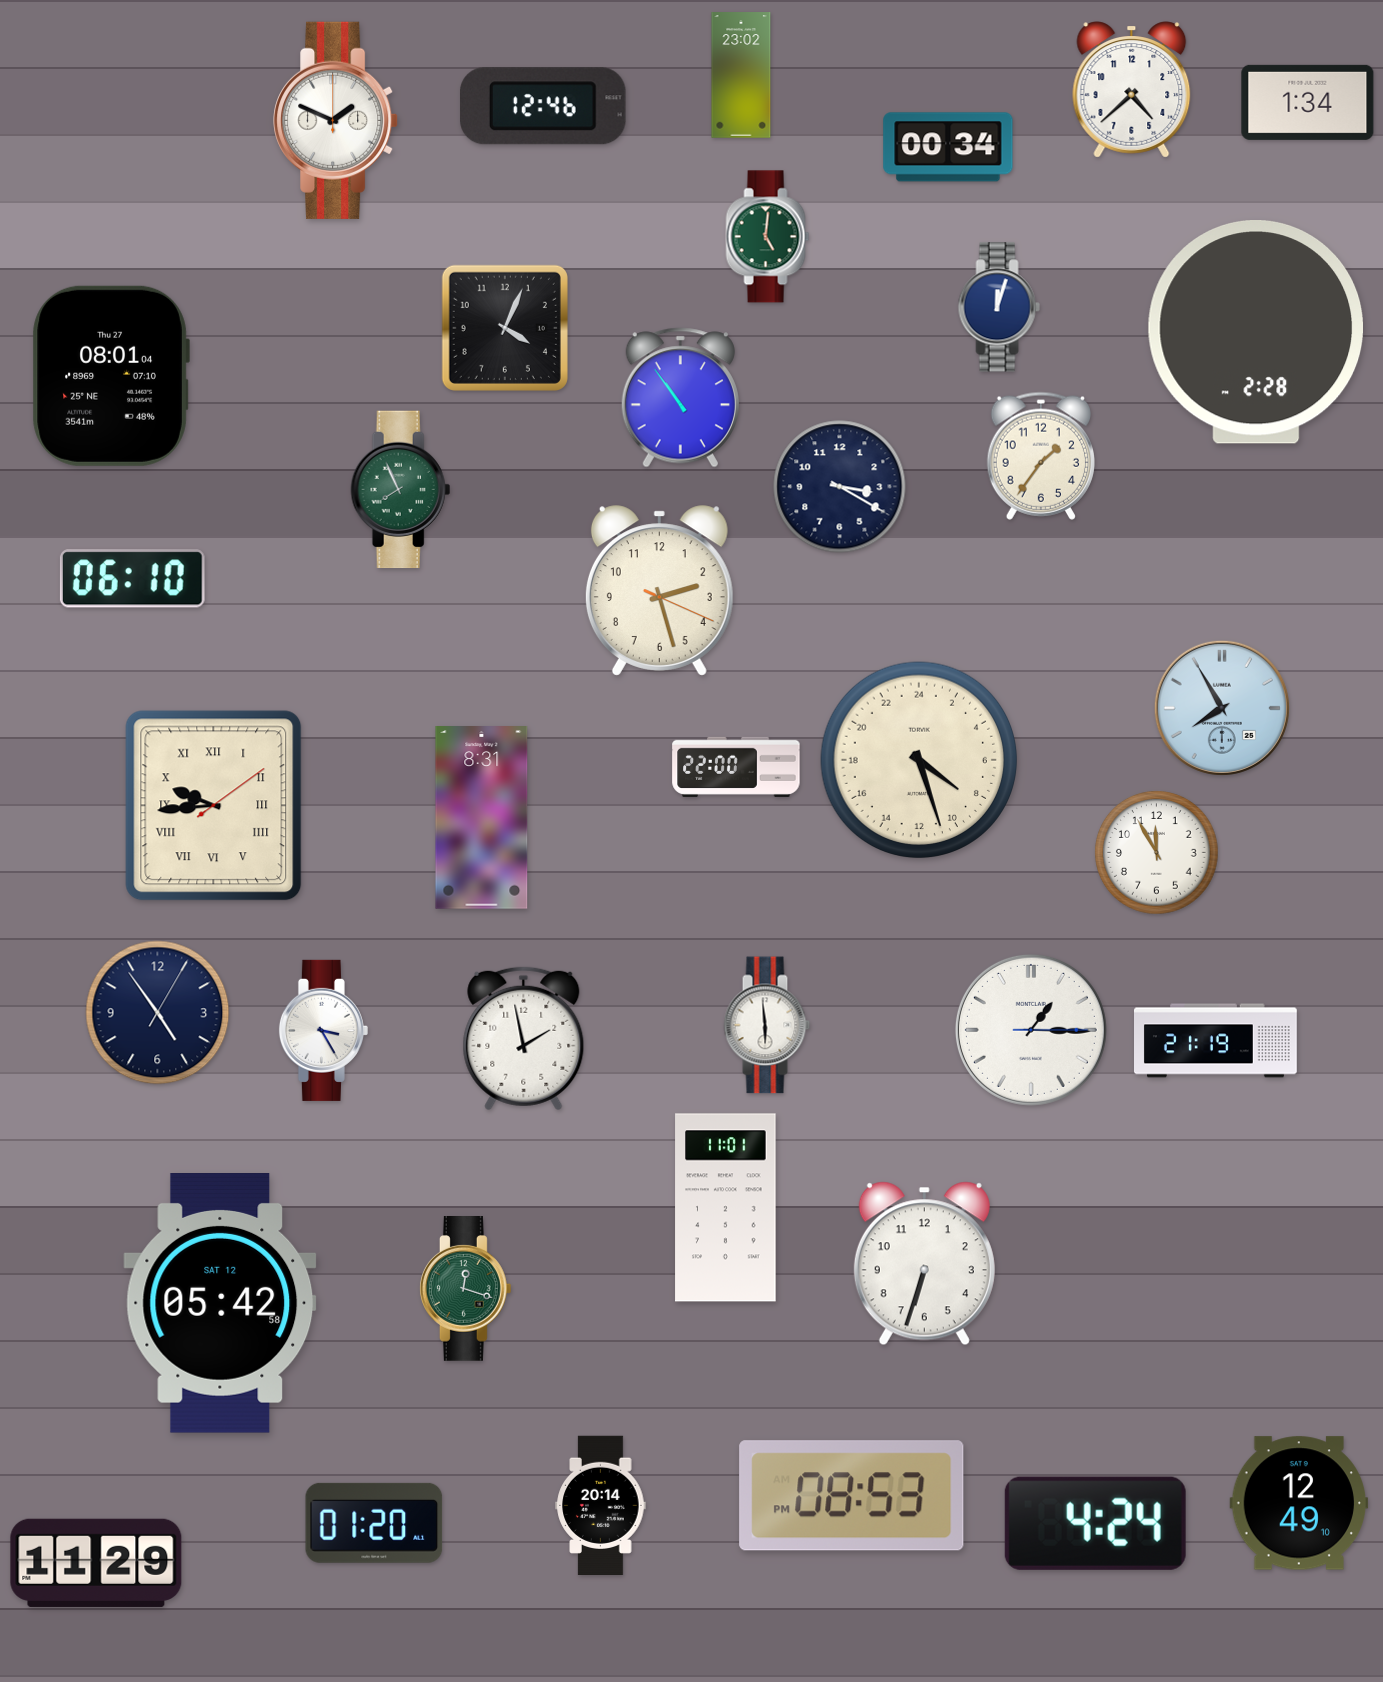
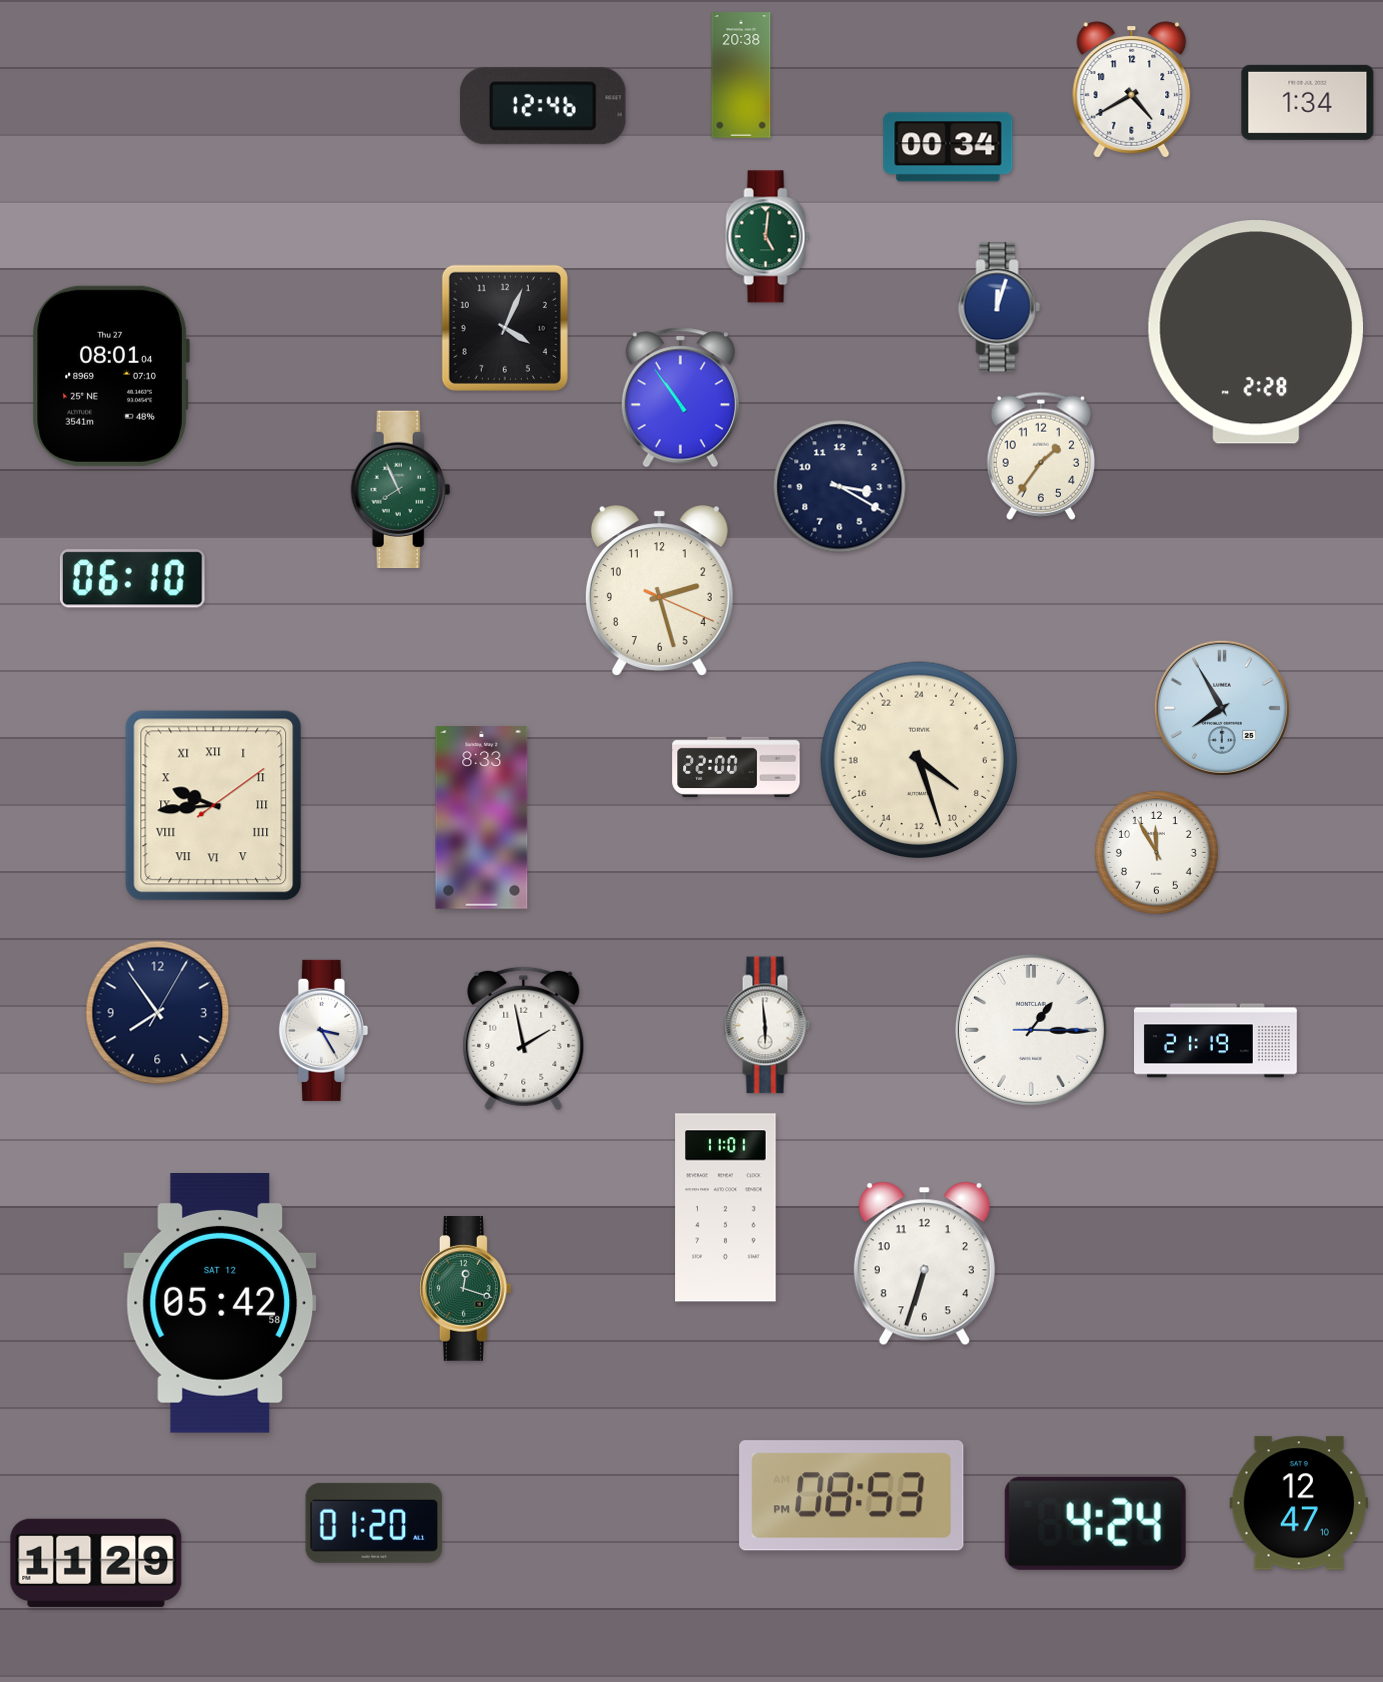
clock at (741, 75): 23:02 -> 20:38
clock at (1132, 90): 4:38 -> 4:40
clock at (336, 120): 1:49 -> none
clock at (482, 818): 8:31 -> 8:33
clock at (158, 1013): 4:54 -> 7:54
clock at (1299, 1503): 12:49 -> 12:47
clock at (601, 1505): 20:14 -> none
